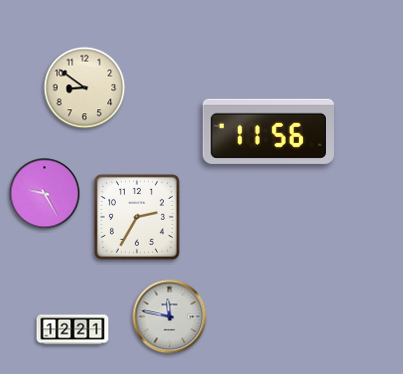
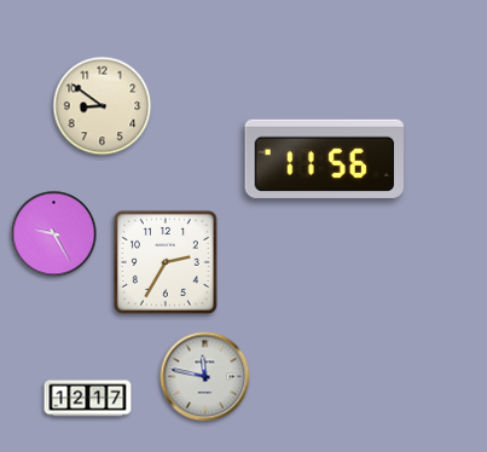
clock at (170, 317) position: (170, 317) -> (205, 377)
clock at (73, 330): 12:21 -> 12:17
